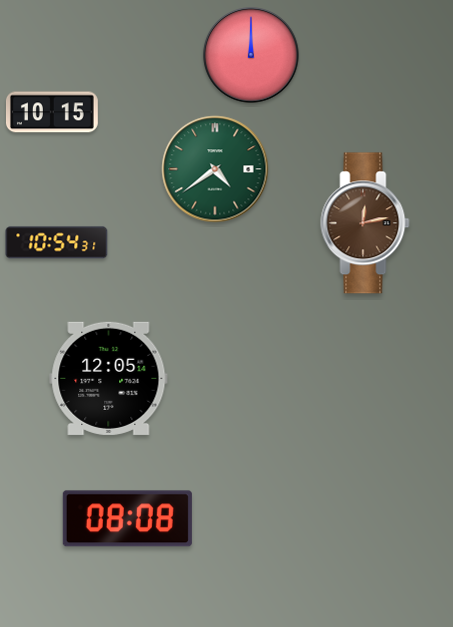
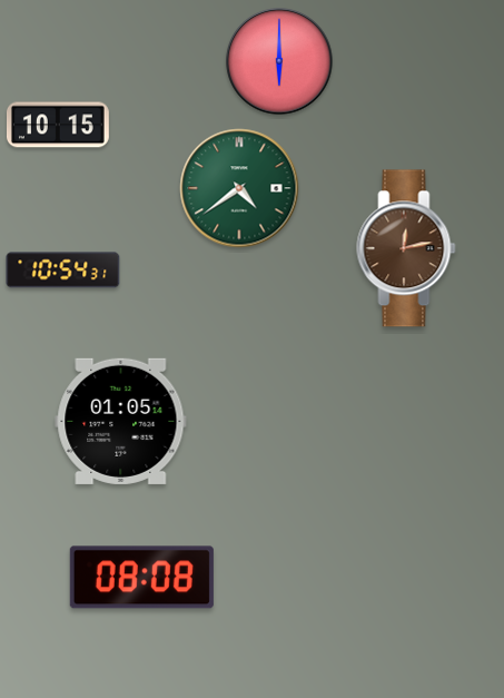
clock at (251, 55): 12:00 -> 6:00
clock at (109, 378): 12:05 -> 01:05
